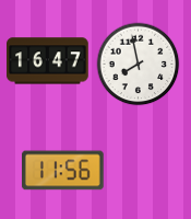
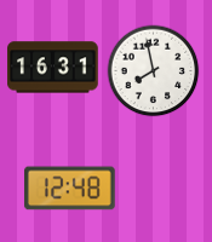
clock at (48, 61): 16:47 -> 16:31
clock at (63, 171): 11:56 -> 12:48
